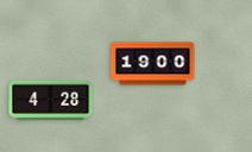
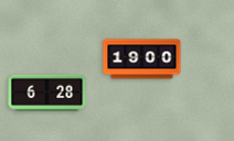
clock at (51, 100): 4:28 -> 6:28
